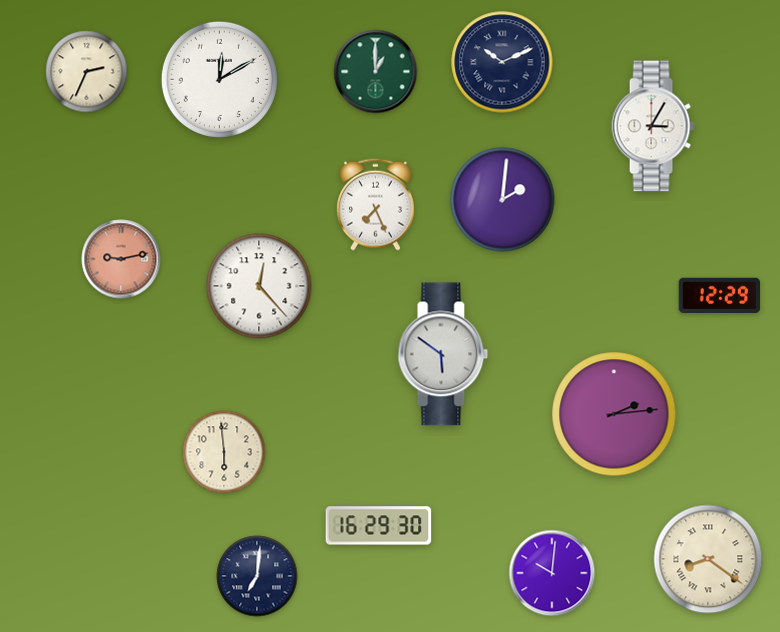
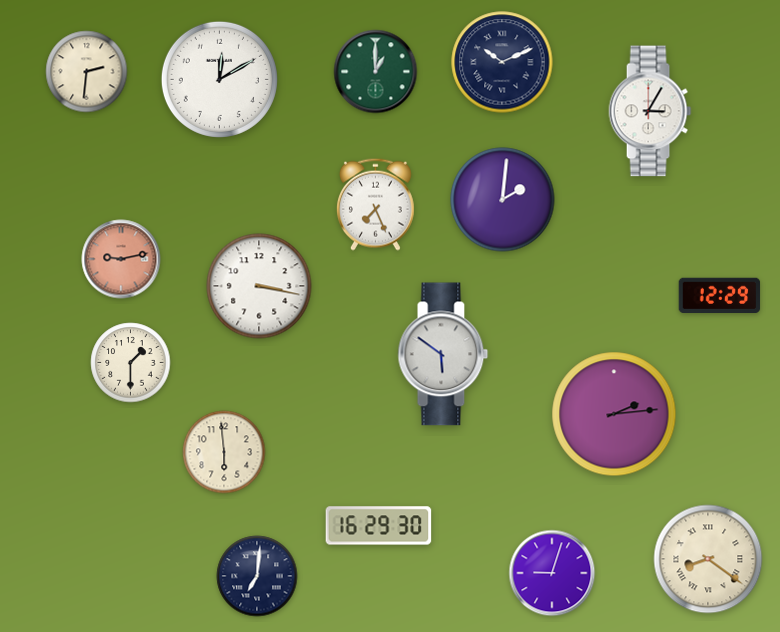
clock at (87, 72): 2:34 -> 2:31
clock at (653, 126) position: (653, 126) -> (650, 111)
clock at (259, 286): 12:23 -> 3:17
clock at (131, 363): none -> 1:30
clock at (552, 573): 10:01 -> 9:03
